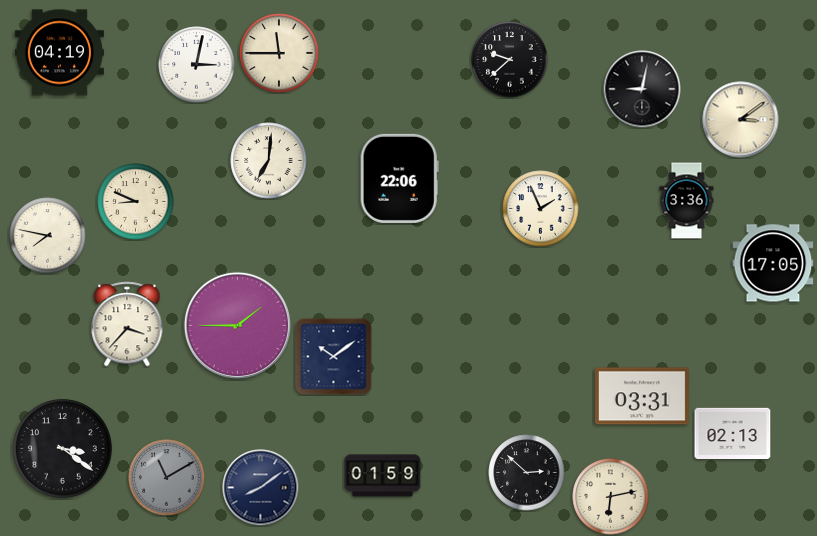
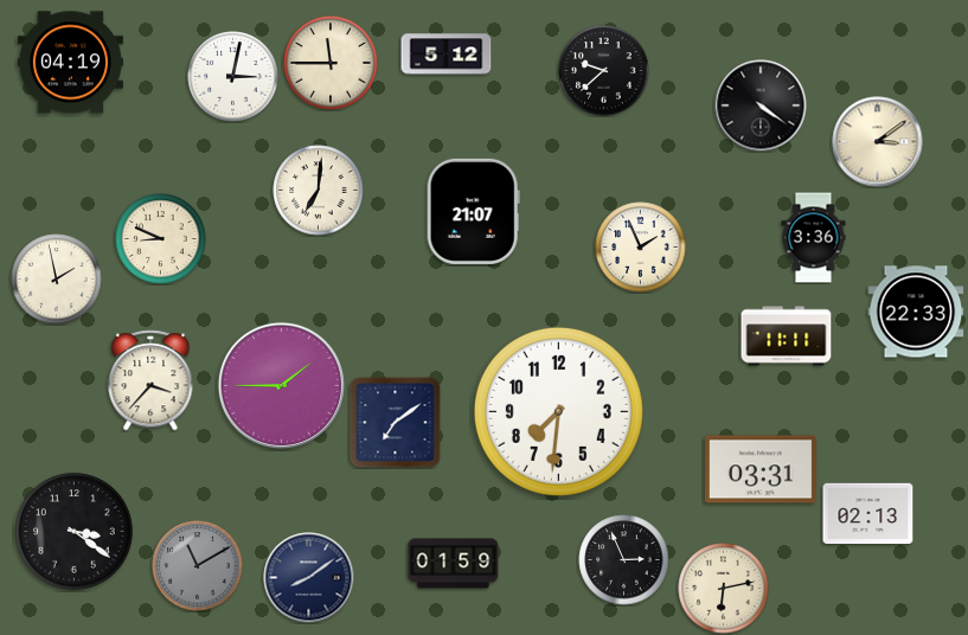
clock at (447, 54): none -> 5:12
clock at (642, 89): 9:02 -> 4:21
clock at (399, 178): 22:06 -> 21:07
clock at (48, 236): 7:47 -> 1:58
clock at (773, 263): 17:05 -> 22:33
clock at (787, 336): none -> 11:11
clock at (127, 324) position: (127, 324) -> (150, 380)
clock at (558, 411): none -> 7:31
clock at (334, 357): 10:09 -> 7:09
clock at (527, 473): 2:52 -> 2:56
